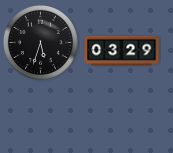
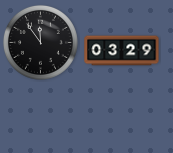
clock at (40, 42): 5:33 -> 11:54
